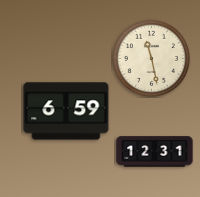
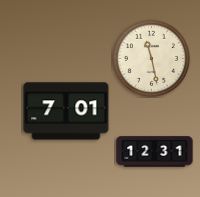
clock at (66, 111): 6:59 -> 7:01
